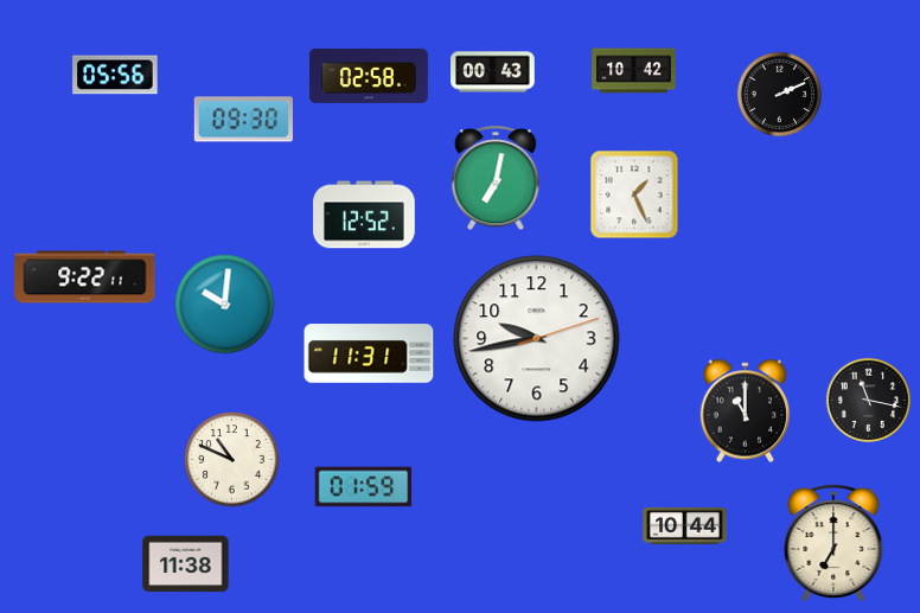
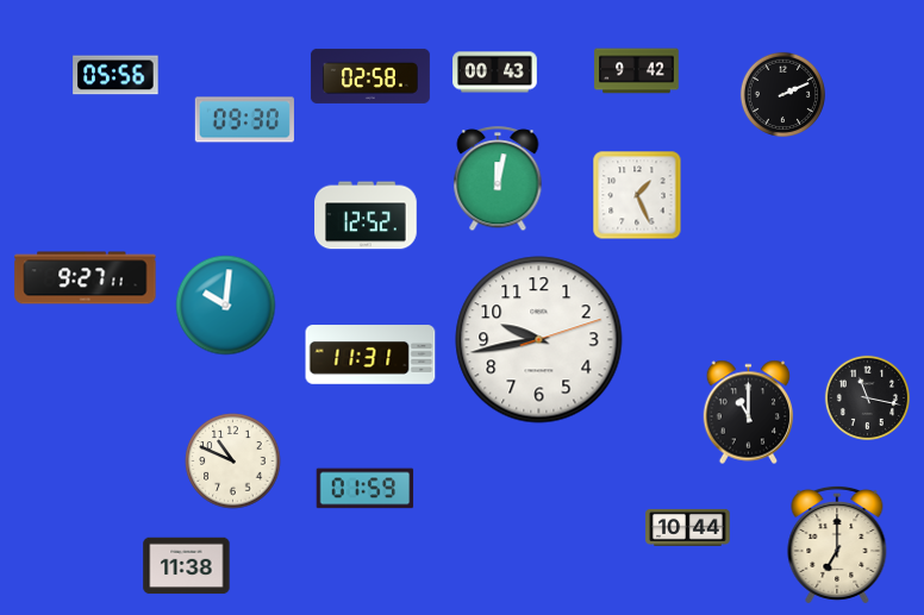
clock at (634, 71): 10:42 -> 9:42
clock at (496, 179): 7:02 -> 12:02
clock at (85, 277): 9:22 -> 9:27
clock at (868, 400) position: (868, 400) -> (867, 397)
